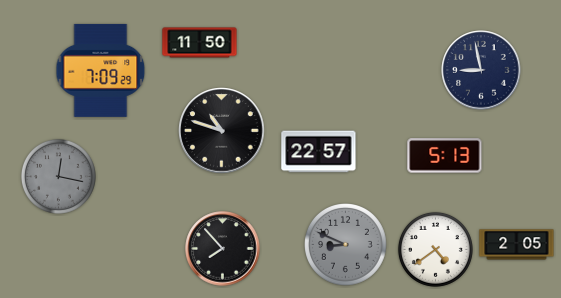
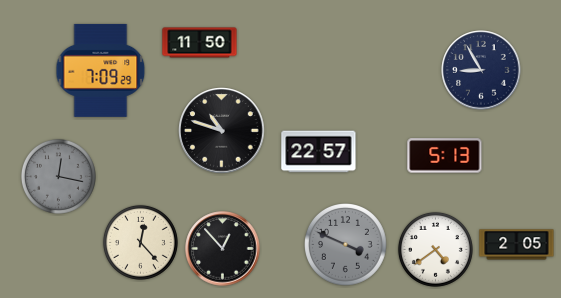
clock at (481, 70): 8:58 -> 8:55
clock at (140, 242): none -> 12:23
clock at (346, 245): 8:49 -> 3:49
clock at (223, 249): 7:53 -> 12:53
